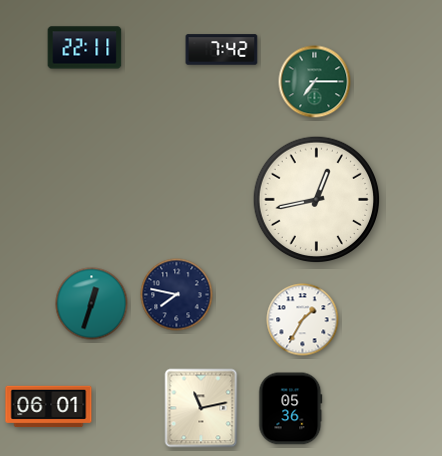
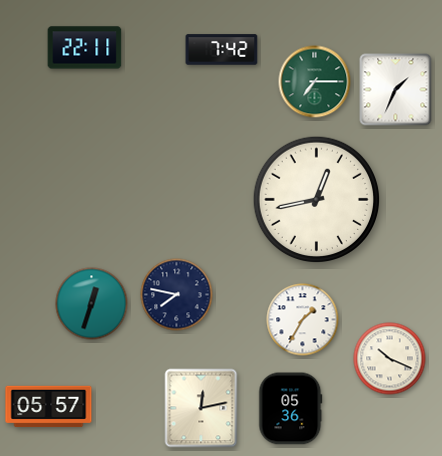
clock at (396, 90): none -> 1:34
clock at (390, 359): none -> 10:19
clock at (49, 407): 06:01 -> 05:57
clock at (201, 408): 11:13 -> 12:13
